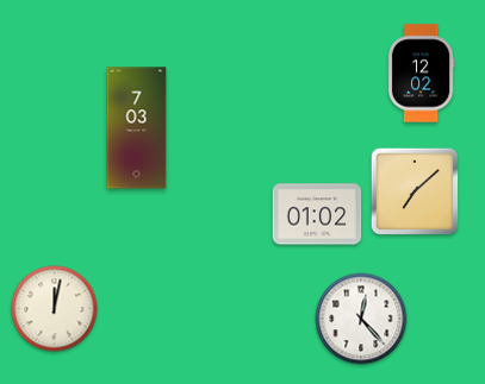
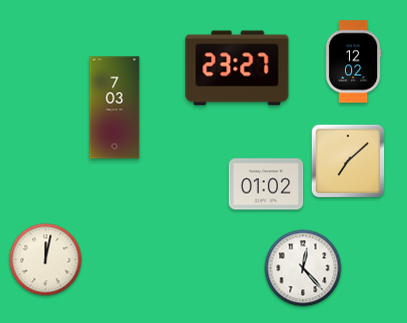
clock at (237, 68): none -> 23:27
clock at (317, 214) position: (317, 214) -> (266, 184)
